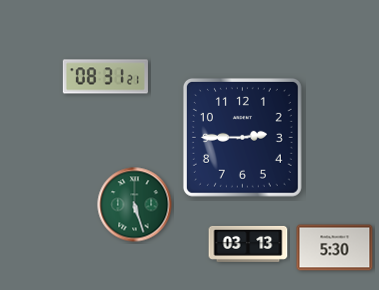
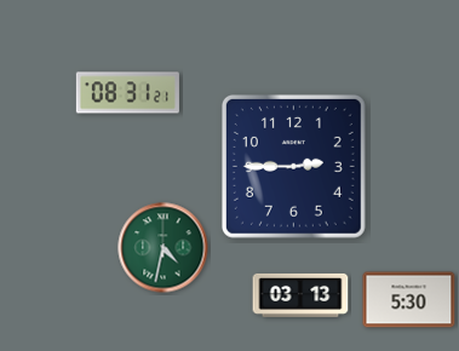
clock at (135, 205): 5:27 -> 4:32
clock at (335, 248) position: (335, 248) -> (409, 300)
